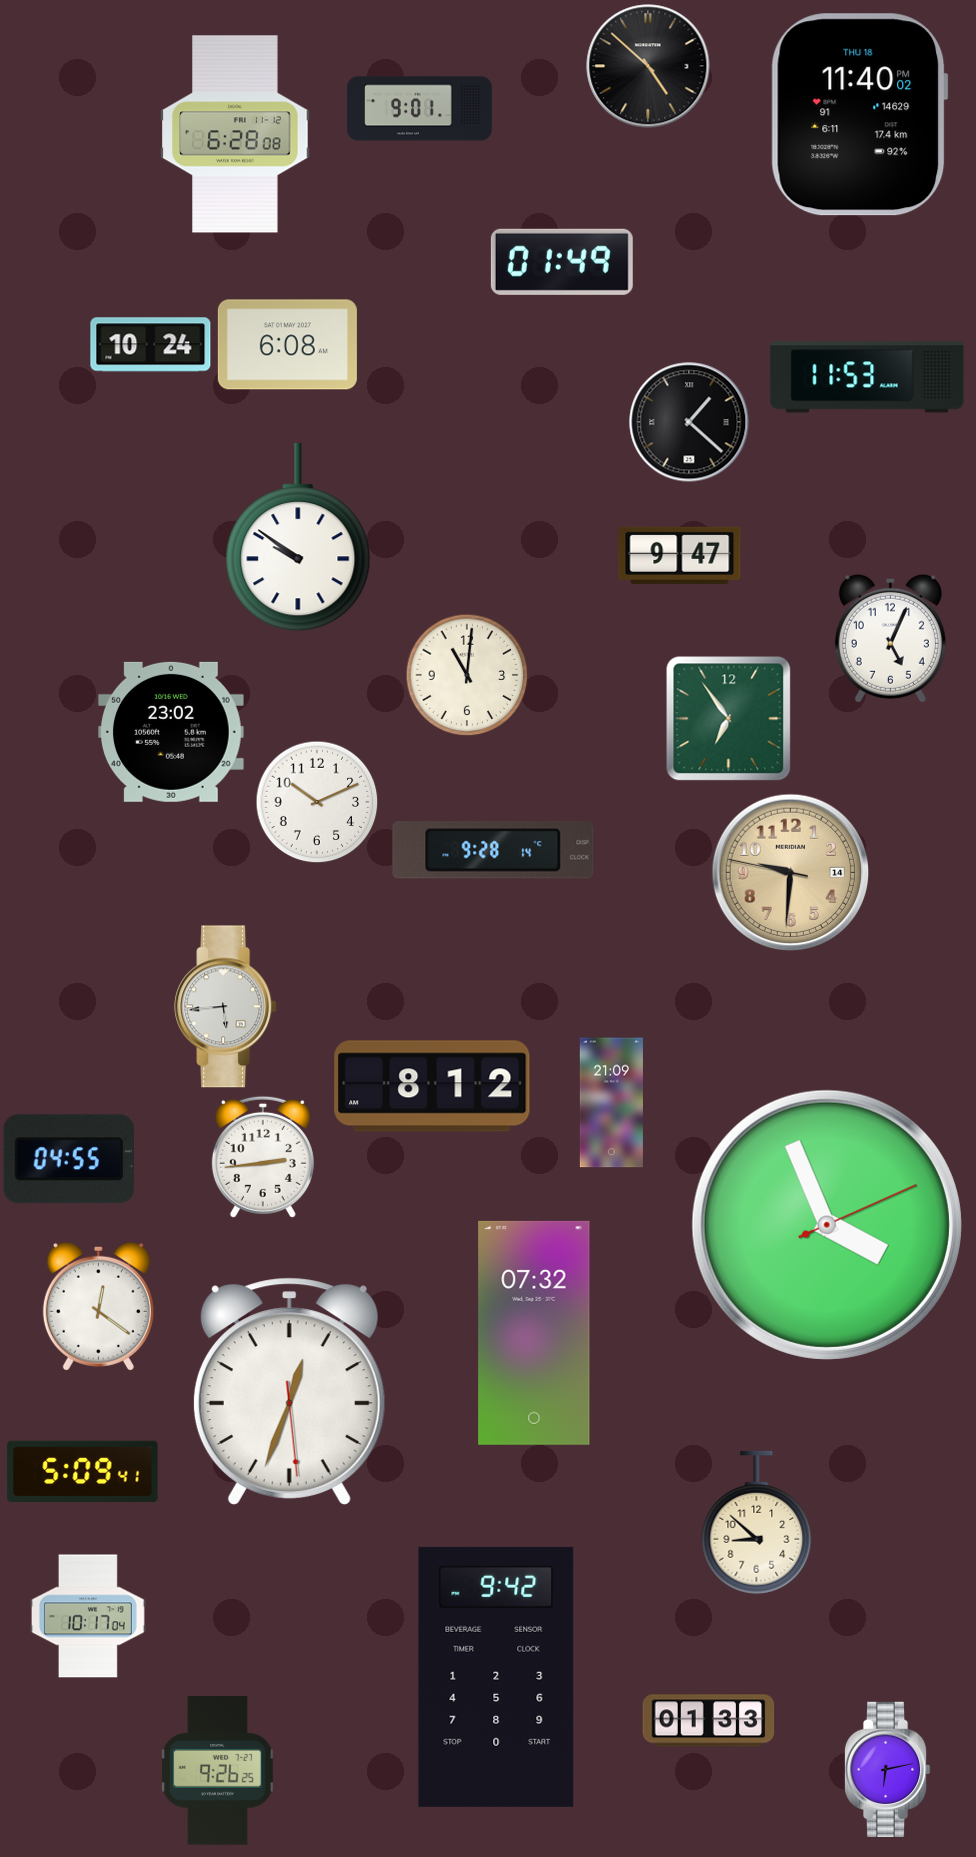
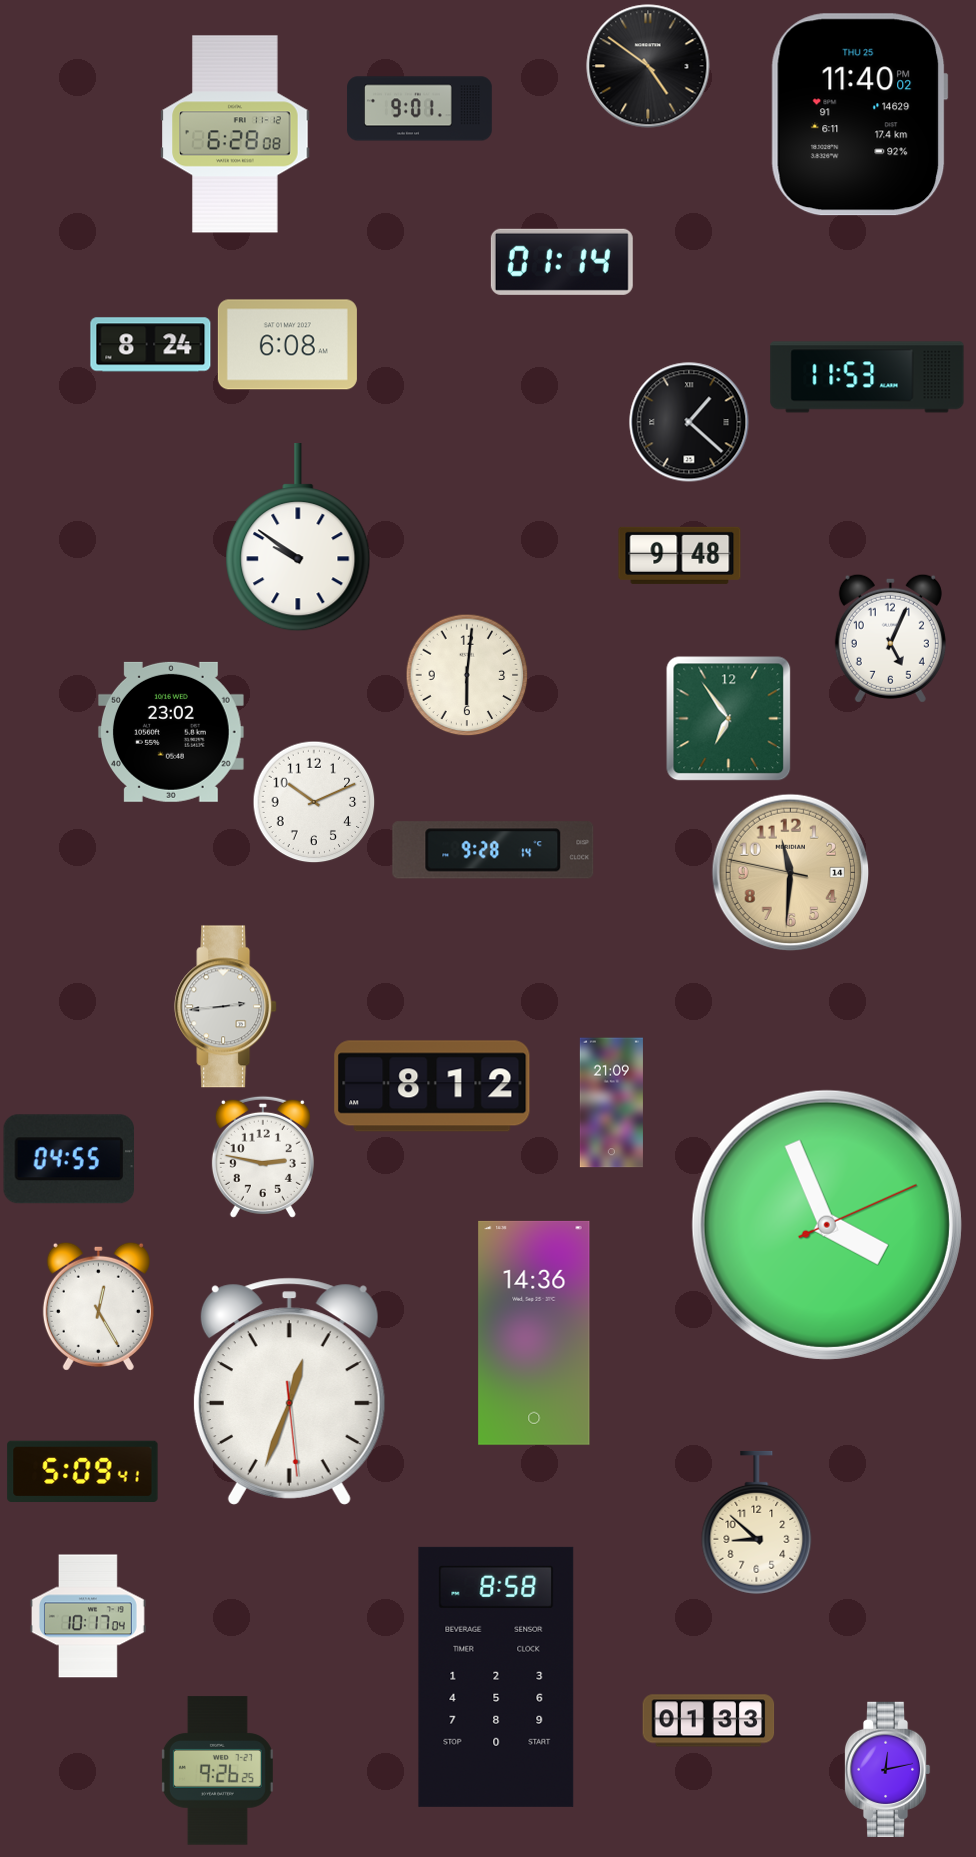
clock at (648, 66): 4:52 -> 4:51
clock at (859, 115) date: THU 18 -> THU 25
clock at (562, 262): 01:49 -> 01:14
clock at (151, 345): 10:24 -> 8:24
clock at (680, 555): 9:47 -> 9:48
clock at (467, 675): 11:01 -> 6:01
clock at (317, 802) position: (317, 802) -> (314, 802)
clock at (791, 873): 9:30 -> 11:30
clock at (226, 1007): 5:44 -> 2:44
clock at (263, 1157): 2:44 -> 2:47
clock at (98, 1306): 12:21 -> 12:25
clock at (534, 1333): 07:32 -> 14:36
clock at (496, 1677): 9:42 -> 8:58
clock at (887, 1769): 6:13 -> 12:13
